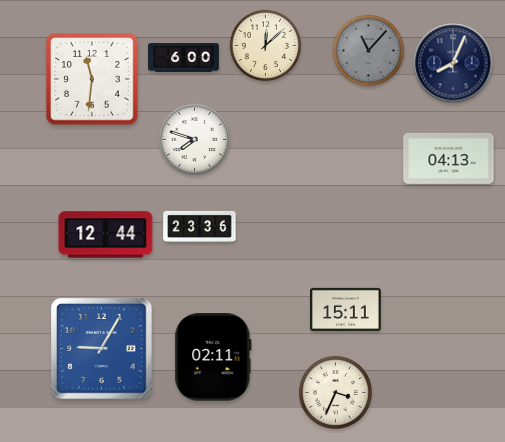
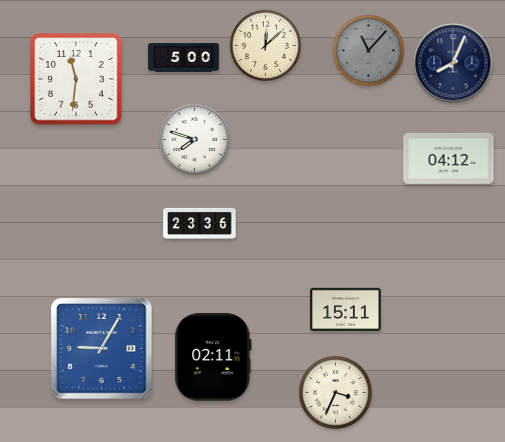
clock at (184, 58): 6:00 -> 5:00
clock at (92, 79) position: (92, 79) -> (76, 79)
clock at (449, 158): 04:13 -> 04:12
clock at (200, 226) position: (200, 226) -> (200, 223)
clock at (106, 235): 12:44 -> none
